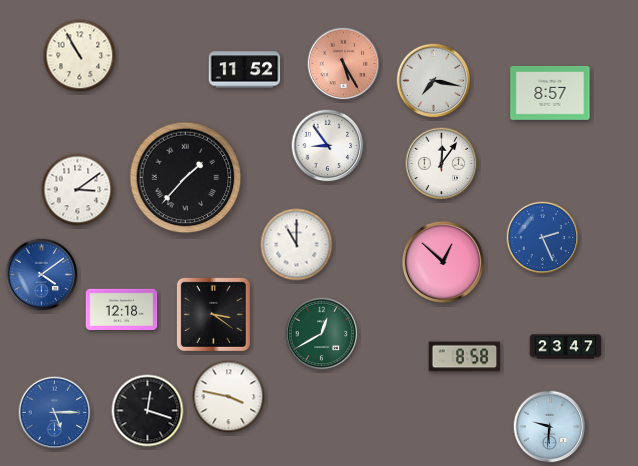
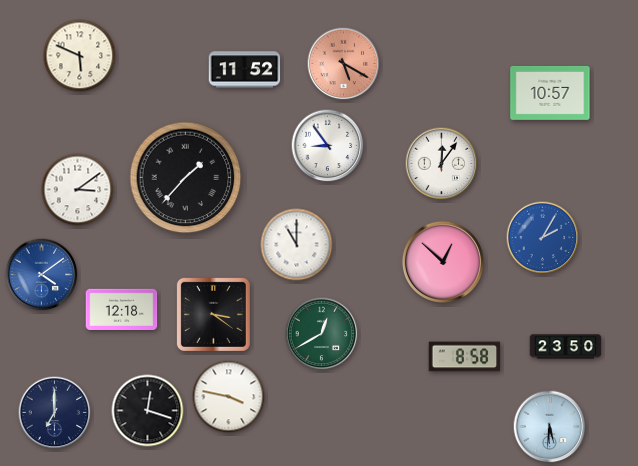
clock at (80, 56): 10:55 -> 5:49
clock at (344, 64): 5:25 -> 5:20
clock at (434, 81): 7:17 -> none
clock at (550, 93): 8:57 -> 10:57
clock at (543, 238): 2:26 -> 2:05
clock at (566, 347): 23:47 -> 23:50
clock at (55, 413): 5:15 -> 7:00
clock at (55, 413) dial: blue -> navy
clock at (550, 427): 9:31 -> 5:31
